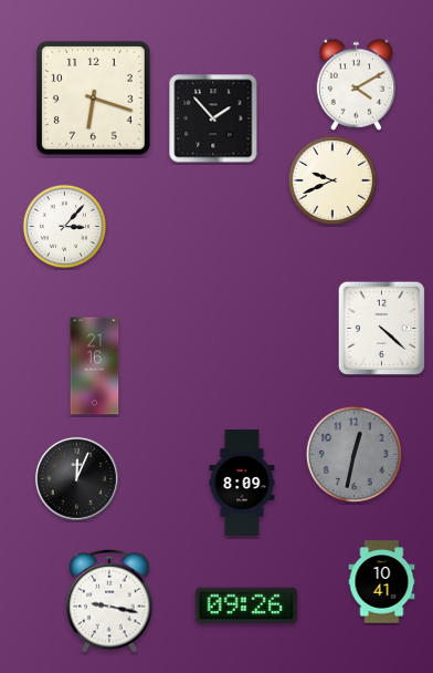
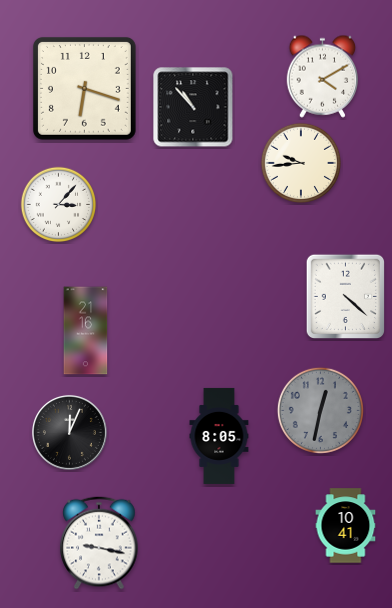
clock at (213, 118): 1:53 -> 10:53
clock at (331, 179): 9:41 -> 9:44
clock at (242, 483): 8:09 -> 8:05
clock at (246, 605): 09:26 -> none
